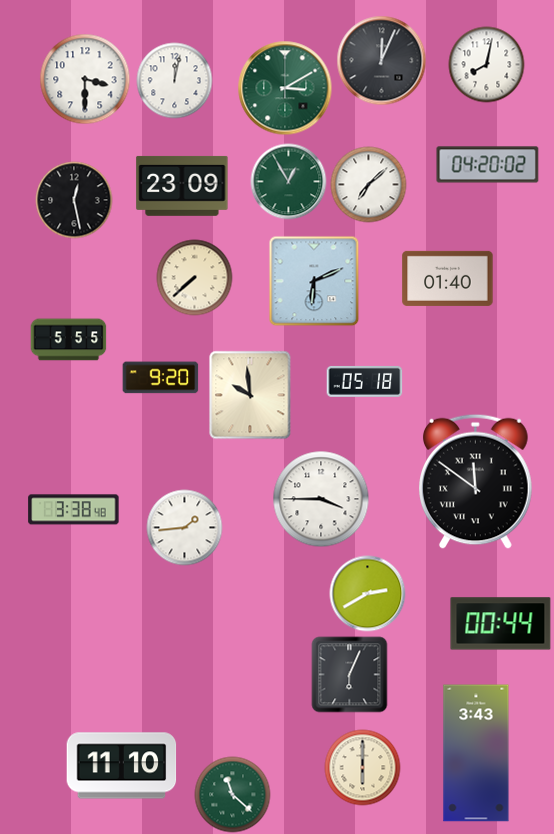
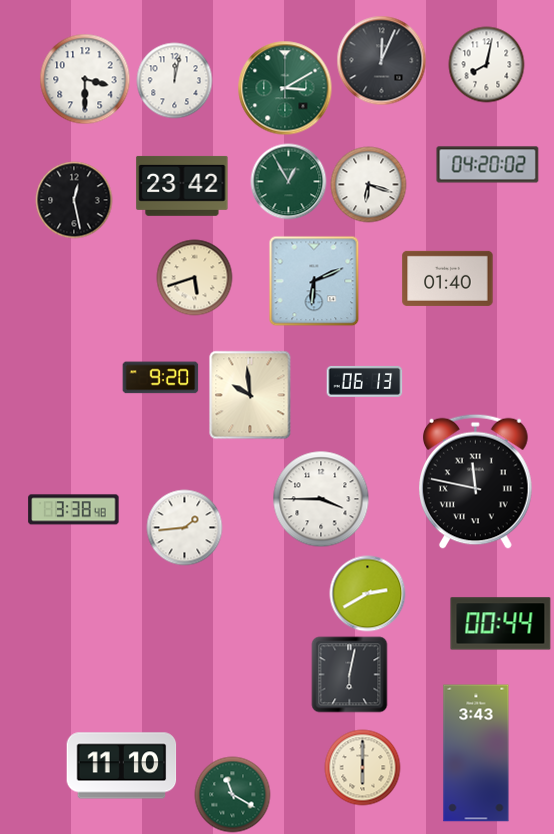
clock at (369, 185): 7:08 -> 6:18
clock at (182, 186): 23:09 -> 23:42
clock at (195, 278): 7:38 -> 5:42
clock at (69, 340): 5:55 -> none
clock at (365, 381): 05:18 -> 06:13
clock at (476, 481): 11:51 -> 11:47
clock at (350, 675): 6:04 -> 6:02
clock at (233, 795): 11:22 -> 11:20
